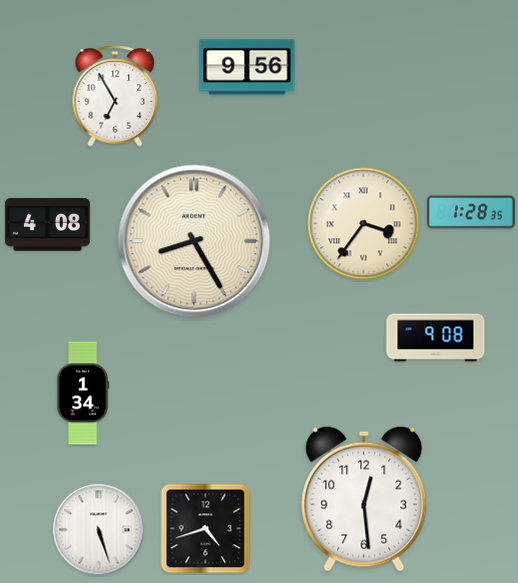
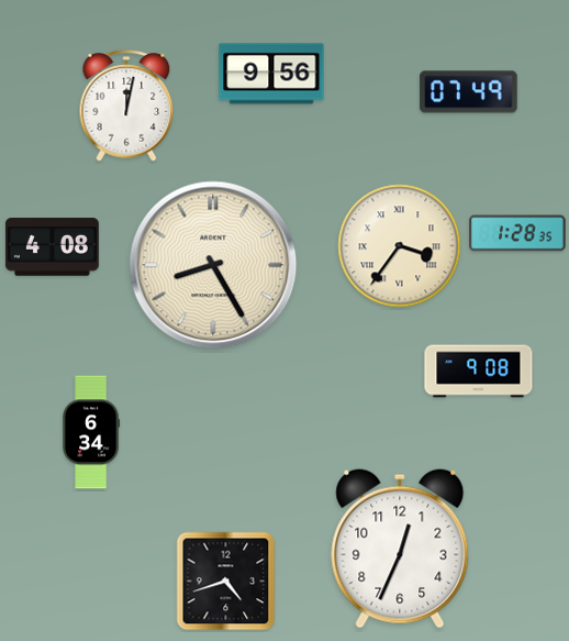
clock at (469, 92): none -> 07:49
clock at (115, 96): 6:55 -> 12:02
clock at (84, 393): 1:34 -> 6:34
clock at (364, 499): 12:29 -> 12:34
clock at (99, 530): 5:27 -> none
